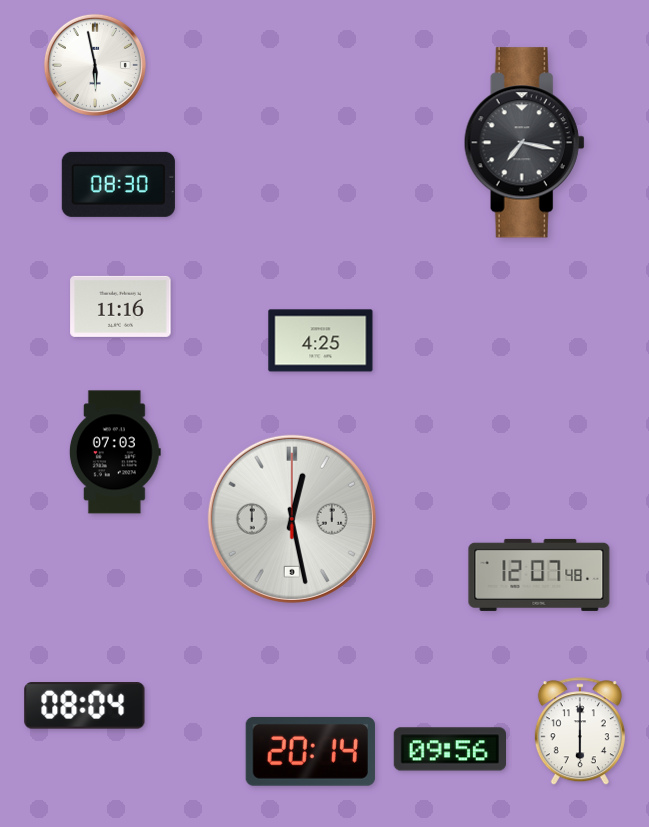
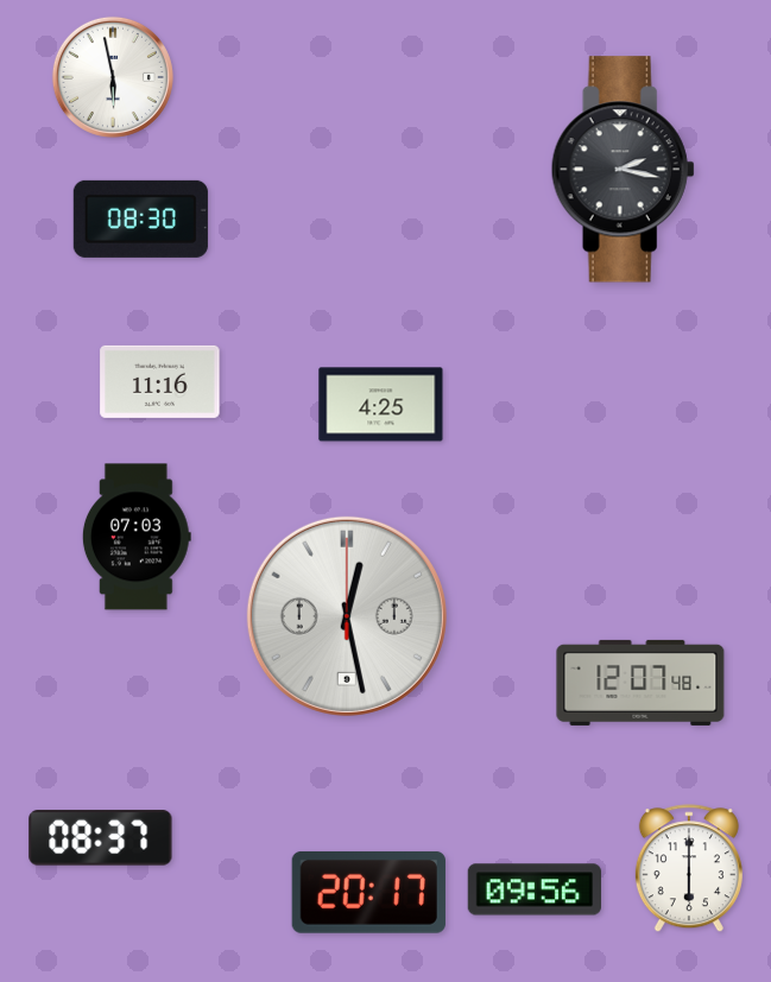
clock at (524, 143): 7:17 -> 2:17
clock at (121, 306) position: (121, 306) -> (160, 381)
clock at (85, 706): 08:04 -> 08:37
clock at (310, 751): 20:14 -> 20:17
